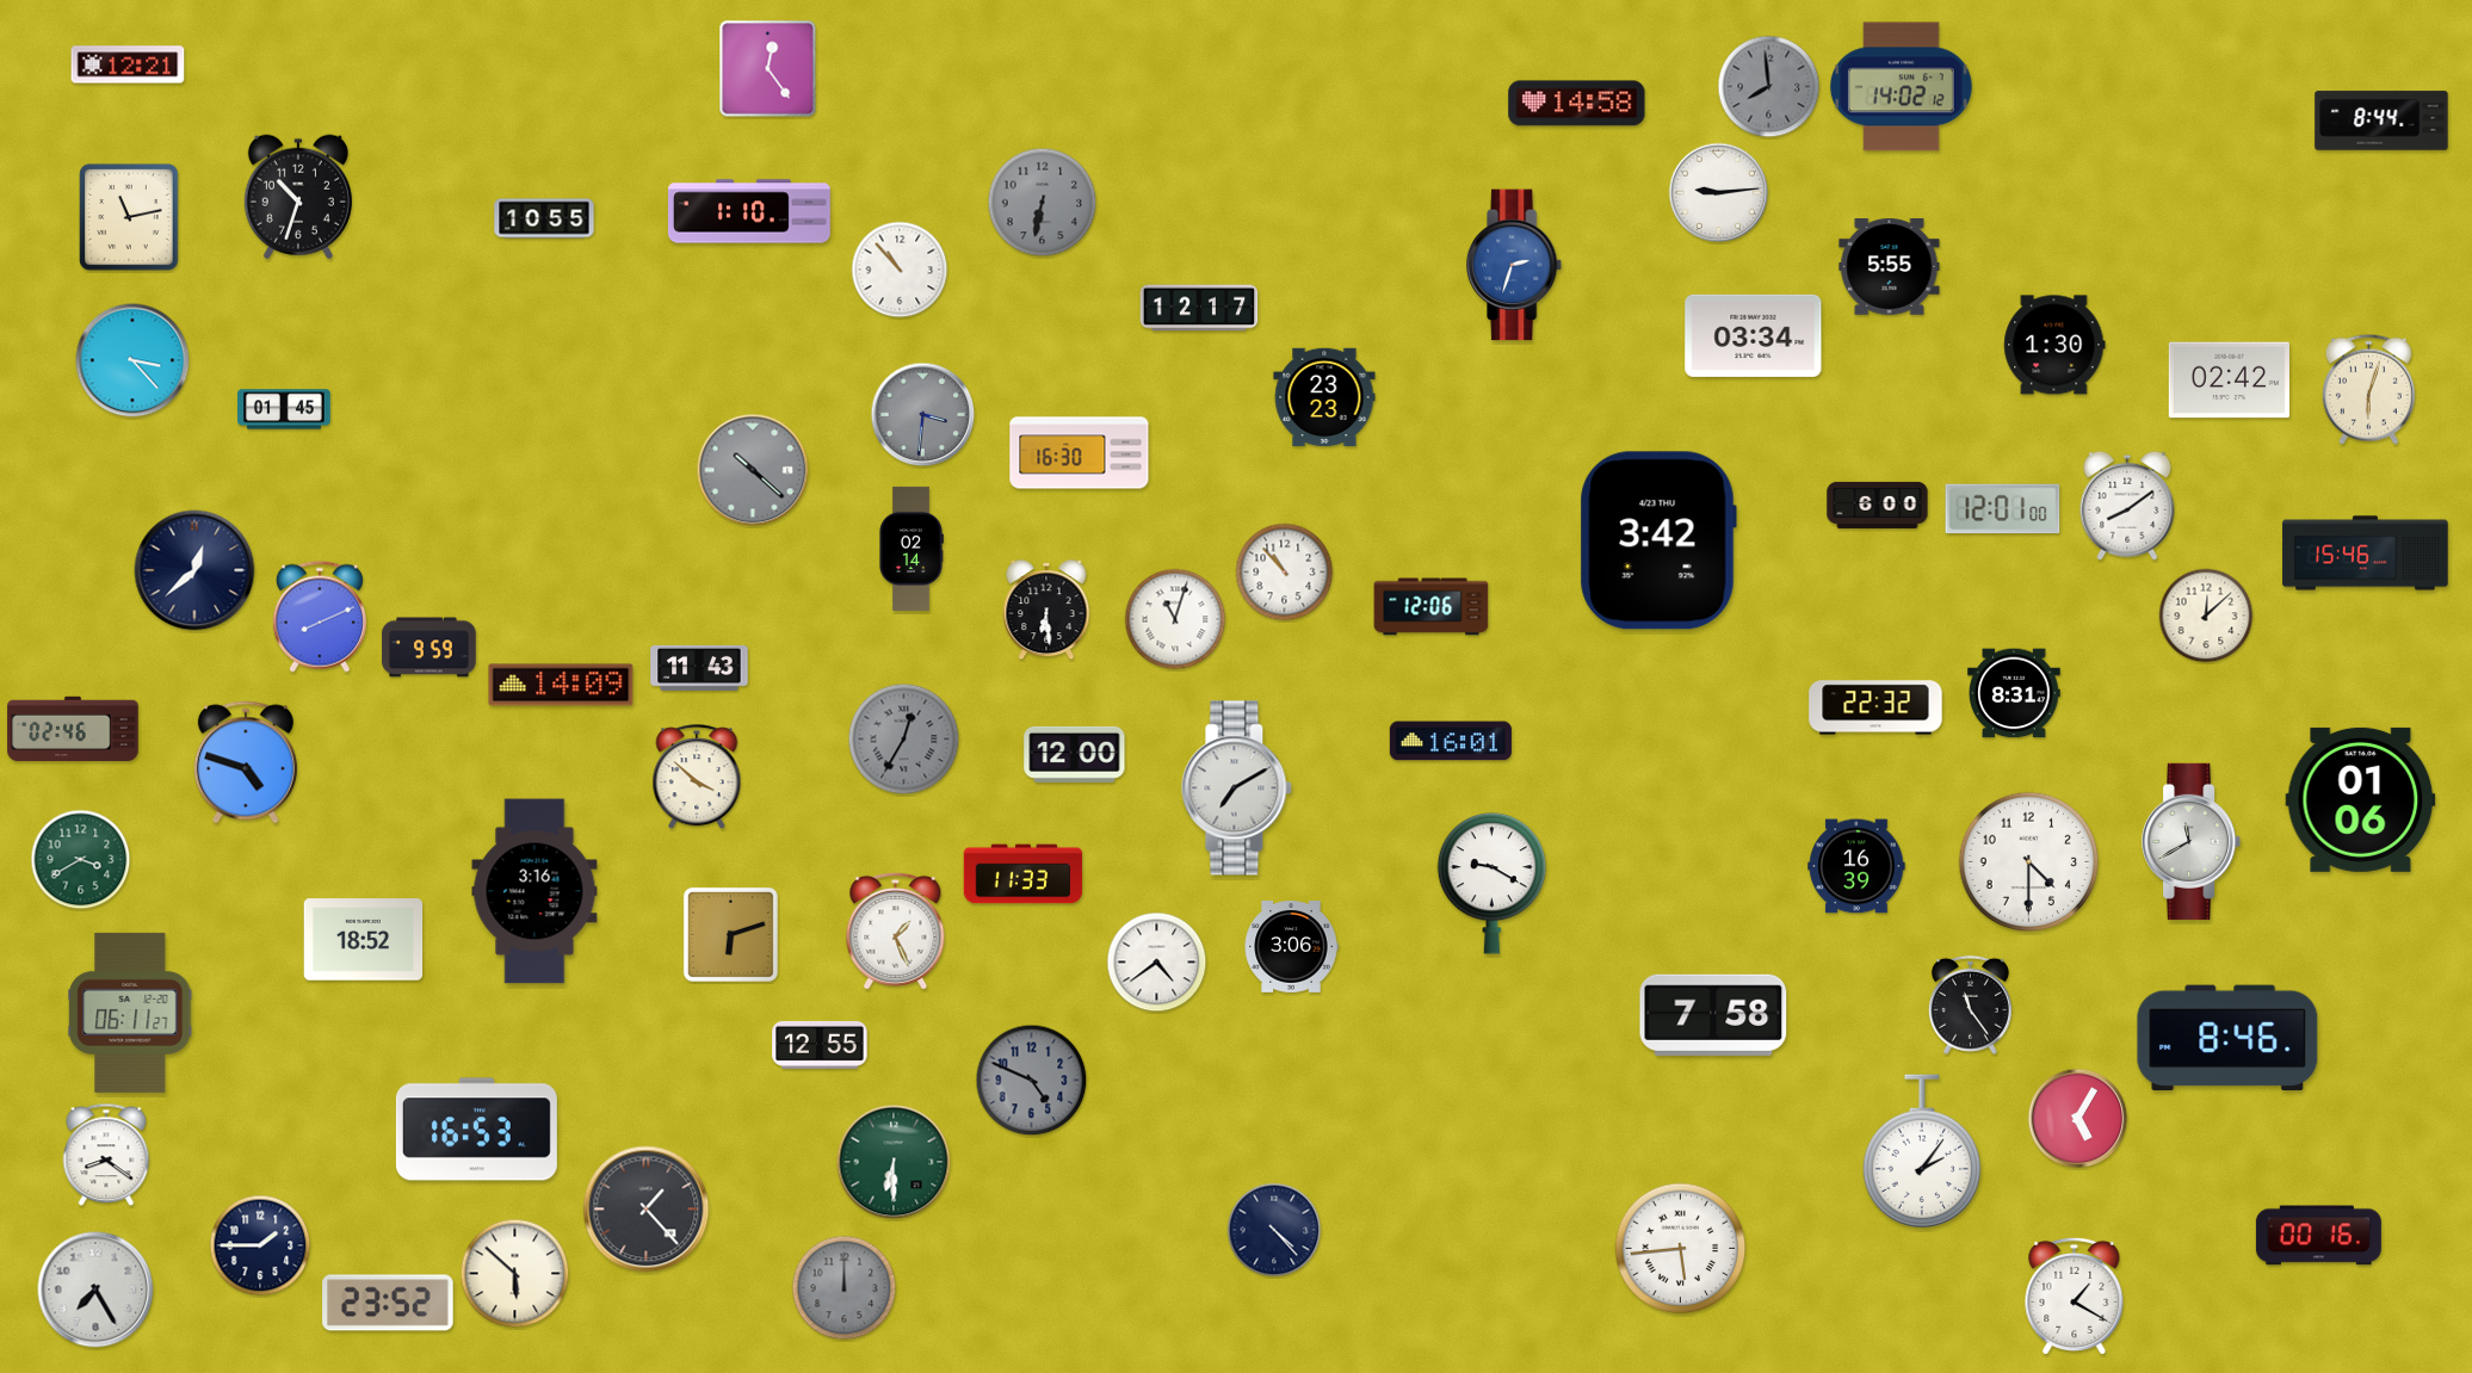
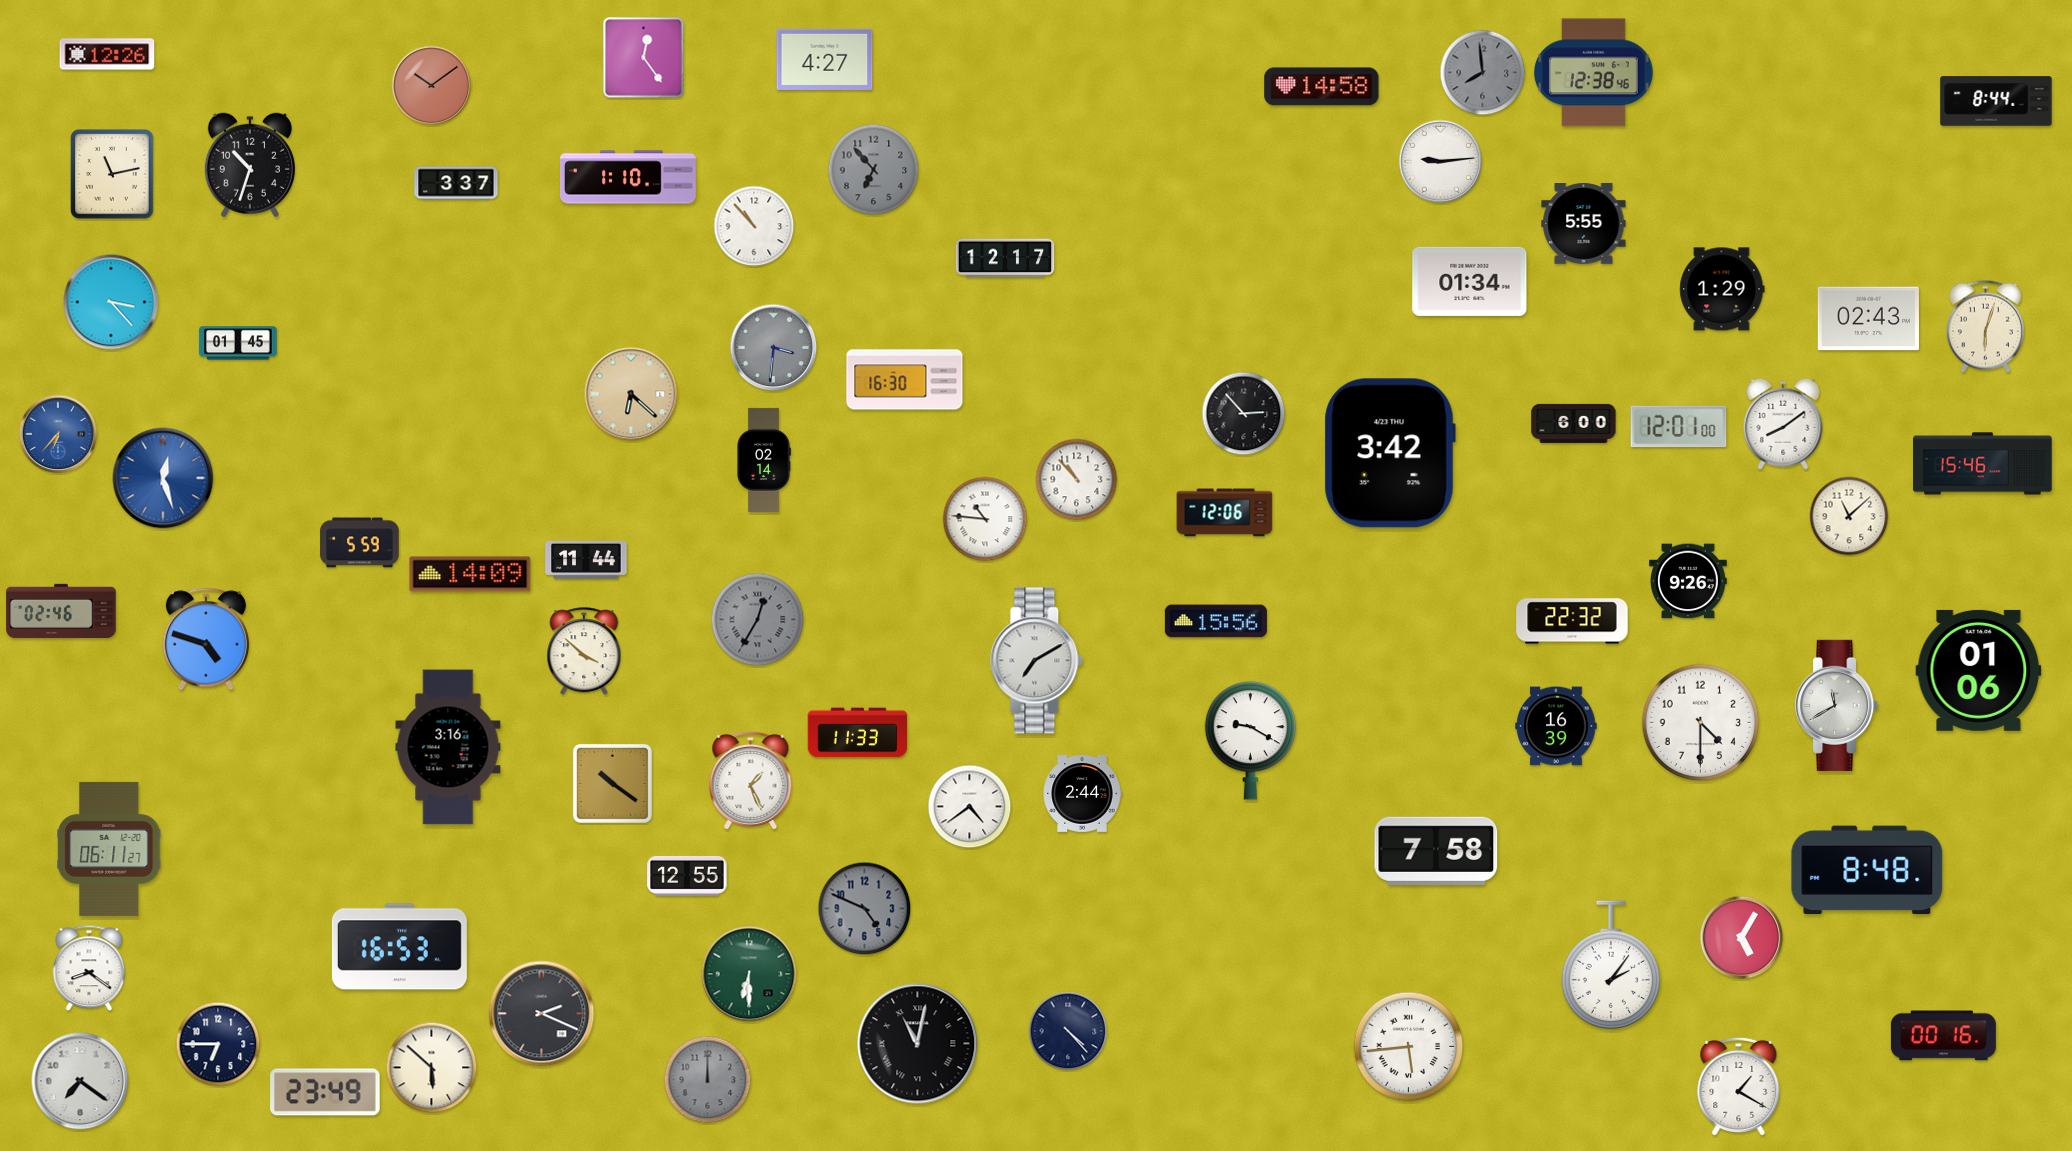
clock at (128, 64): 12:21 -> 12:26
clock at (825, 59): none -> 4:27
clock at (1902, 87): 14:02 -> 12:38
clock at (432, 86): none -> 10:09
clock at (1043, 203): 6:32 -> 6:53
clock at (129, 217) position: (129, 217) -> (112, 174)
clock at (544, 218): 10:55 -> 3:37
clock at (1515, 265): 2:33 -> none
clock at (1754, 335): 03:34 -> 01:34
clock at (2054, 345): 1:30 -> 1:29
clock at (2229, 381): 02:42 -> 02:43
clock at (1324, 397): 23:23 -> none
clock at (753, 470): 10:22 -> 6:22
clock at (753, 470) dial: grey -> champagne
clock at (1244, 414): none -> 2:53
clock at (58, 434): none -> 6:37
clock at (194, 570): 12:38 -> 12:27
clock at (194, 570) dial: navy -> blue
clock at (1432, 607) position: (1432, 607) -> (1225, 513)
clock at (1046, 611): 6:29 -> none
clock at (2206, 616): 12:08 -> 11:08
clock at (320, 617): 8:11 -> none
clock at (1175, 619): 11:03 -> 10:46
clock at (429, 648): 9:59 -> 5:59
clock at (699, 668): 11:43 -> 11:44
clock at (2014, 693): 8:31 -> 9:26
clock at (1875, 707) position: (1875, 707) -> (1572, 621)
clock at (1451, 741): 16:01 -> 15:56
clock at (1075, 754): 12:00 -> none
clock at (81, 860): 3:40 -> none
clock at (730, 934): 6:12 -> 10:21
clock at (364, 940): 18:52 -> none
clock at (1291, 947): 3:06 -> 2:44
clock at (1970, 1004): 11:24 -> none
clock at (2227, 1038): 8:46 -> 8:48
clock at (1032, 1081) position: (1032, 1081) -> (865, 909)
clock at (647, 1210): 1:23 -> 2:19
clock at (260, 1245): 1:45 -> 6:45
clock at (918, 1044): none -> 11:02
clock at (95, 1289): 7:25 -> 7:21
clock at (388, 1303): 23:52 -> 23:49
